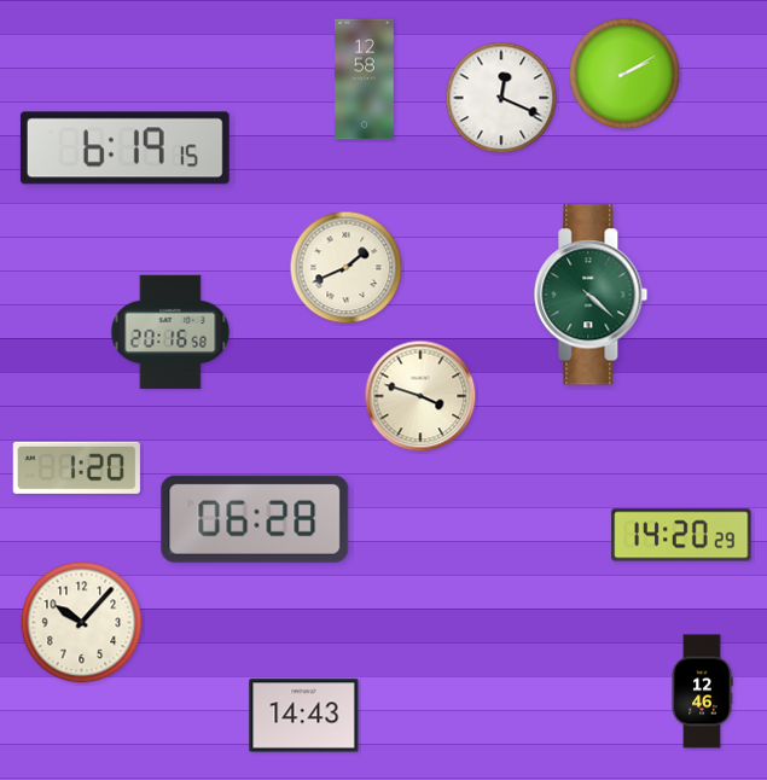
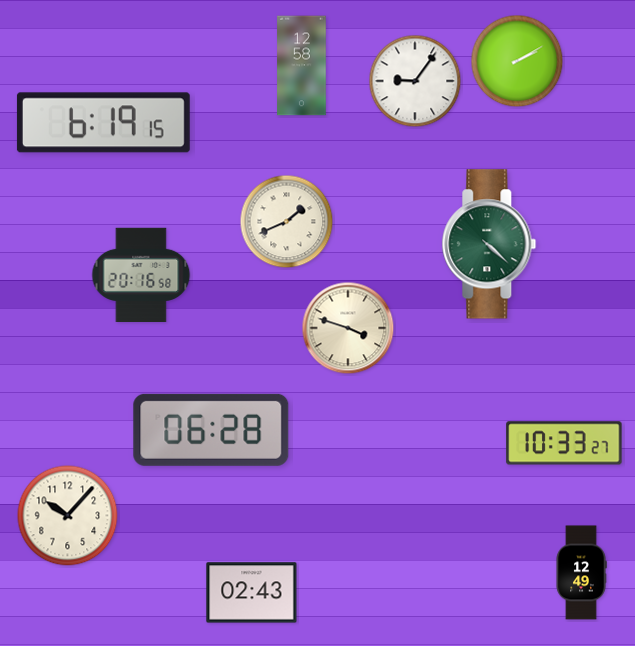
clock at (501, 98): 12:19 -> 9:06
clock at (76, 467): 1:20 -> none
clock at (681, 535): 14:20 -> 10:33
clock at (702, 692): 12:46 -> 12:49
clock at (304, 716): 14:43 -> 02:43
